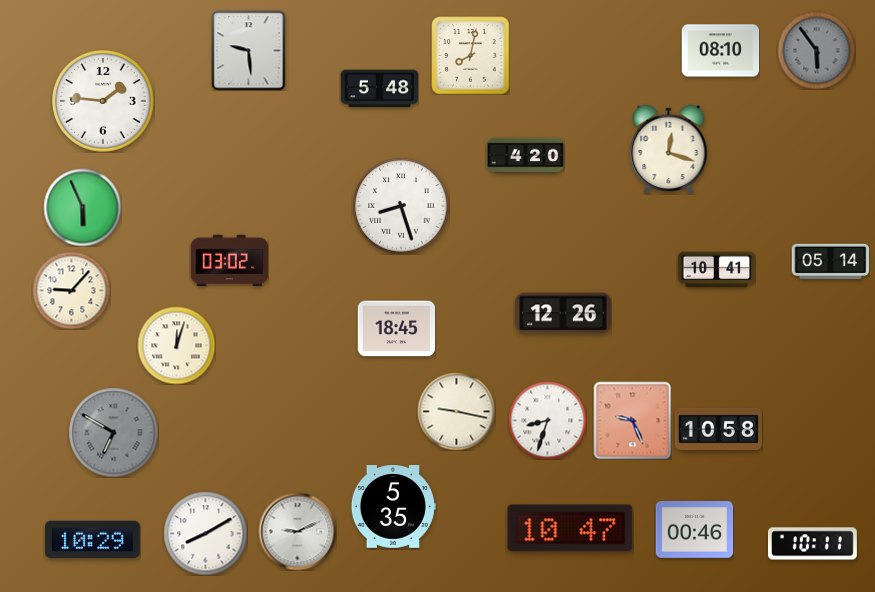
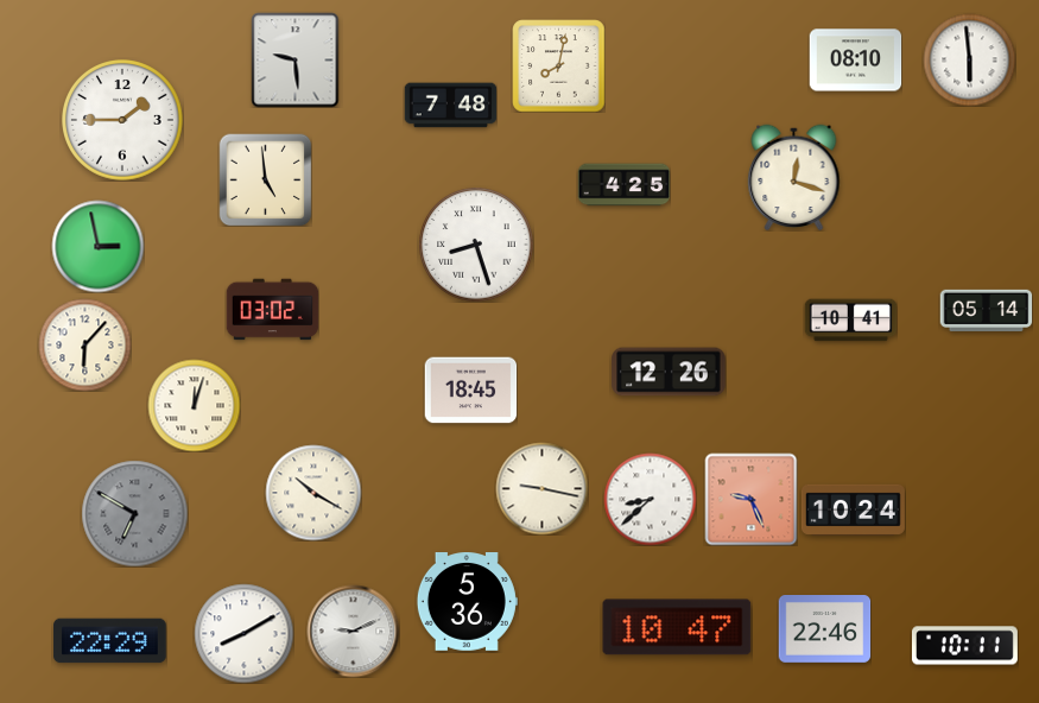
clock at (816, 50): 5:54 -> 5:59
clock at (816, 50) dial: grey -> white
clock at (379, 89): 5:48 -> 7:48
clock at (104, 102): 1:46 -> 1:45
clock at (265, 179): none -> 4:59
clock at (525, 156): 4:20 -> 4:25
clock at (82, 207): 5:56 -> 2:58
clock at (71, 290): 9:07 -> 6:07
clock at (176, 345) position: (176, 345) -> (194, 405)
clock at (313, 493): none -> 10:20
clock at (547, 420): 8:33 -> 8:38
clock at (718, 429): 10:58 -> 10:24
clock at (393, 507): 5:35 -> 5:36
clock at (694, 530): 00:46 -> 22:46
clock at (93, 540): 10:29 -> 22:29
